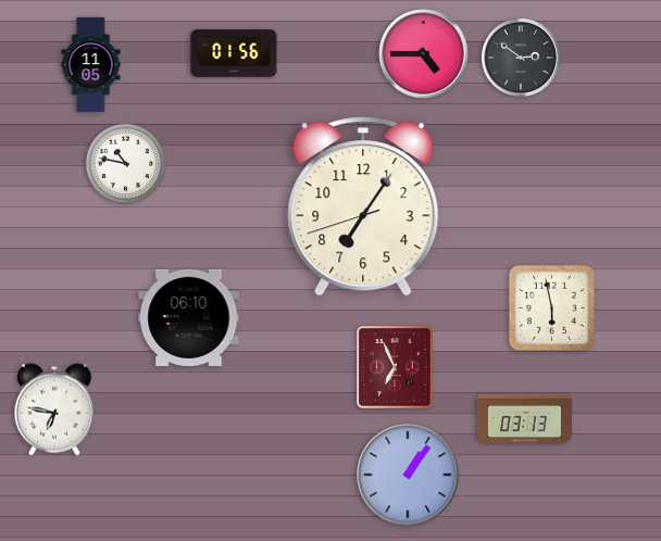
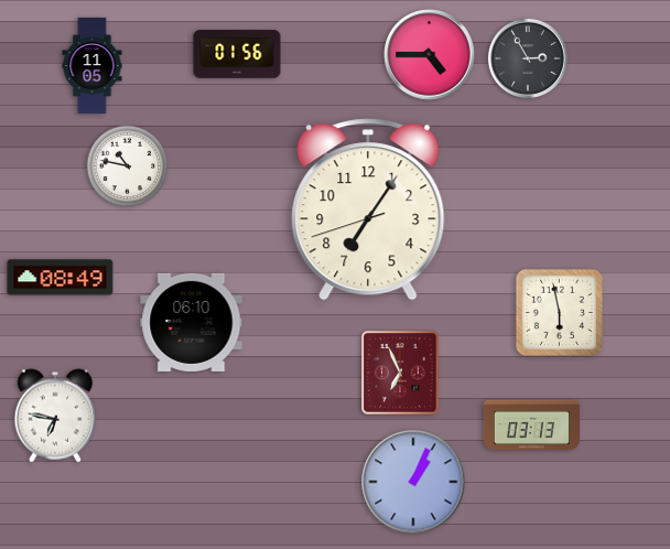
clock at (521, 58): 2:51 -> 2:55
clock at (61, 278): none -> 08:49
clock at (408, 475): 1:06 -> 1:04
